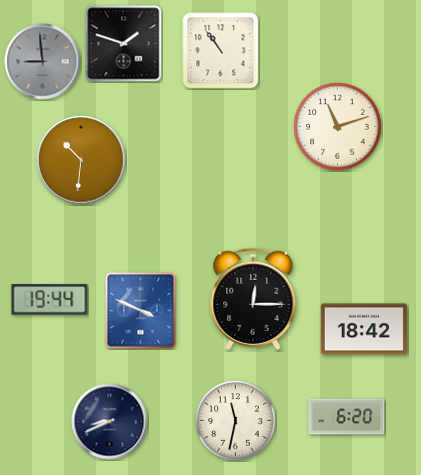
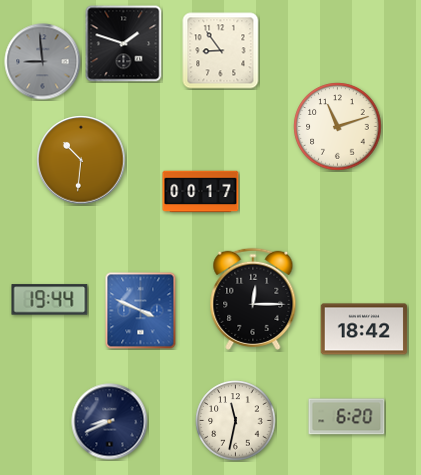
clock at (221, 51): 10:54 -> 8:54
clock at (201, 192): none -> 00:17
